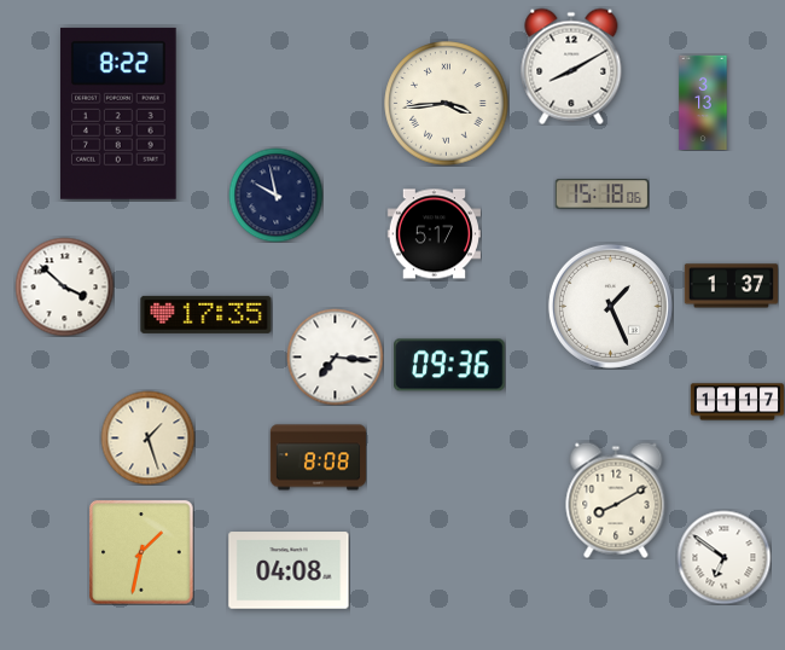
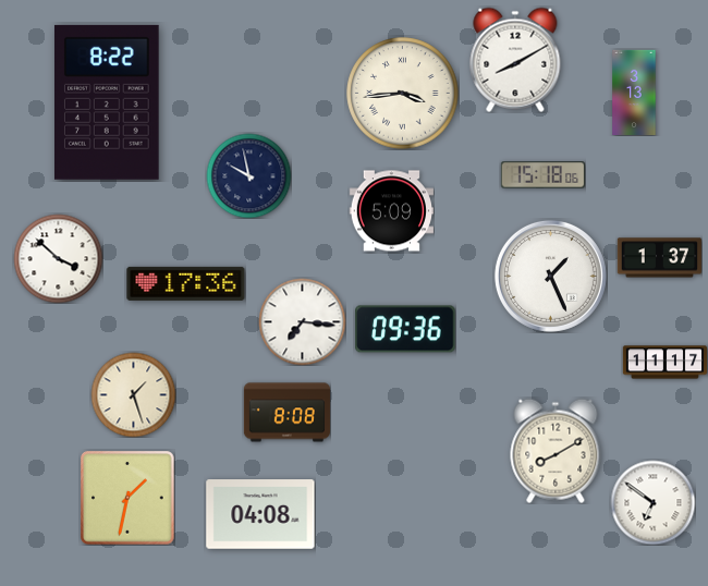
clock at (434, 234): 5:17 -> 5:09
clock at (207, 314): 17:35 -> 17:36
